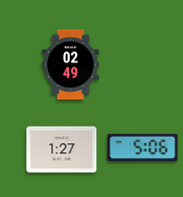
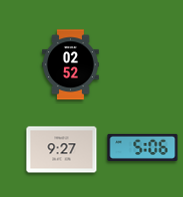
clock at (71, 65): 02:49 -> 02:52
clock at (62, 150): 1:27 -> 9:27
